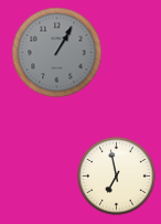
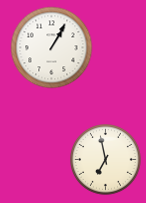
clock at (57, 53) dial: grey -> white
